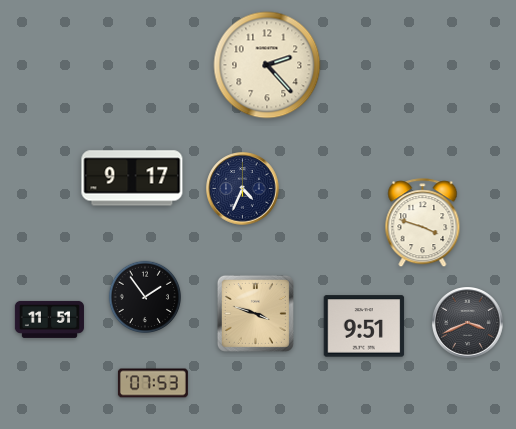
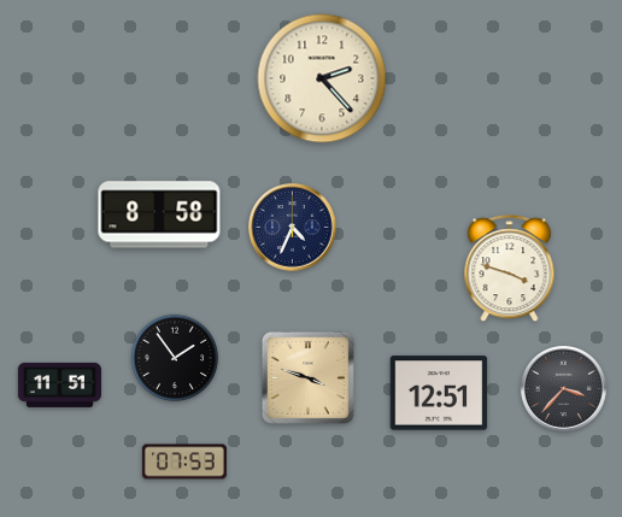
clock at (132, 178): 9:17 -> 8:58
clock at (468, 323): 3:41 -> 3:37
clock at (364, 326): 9:51 -> 12:51
